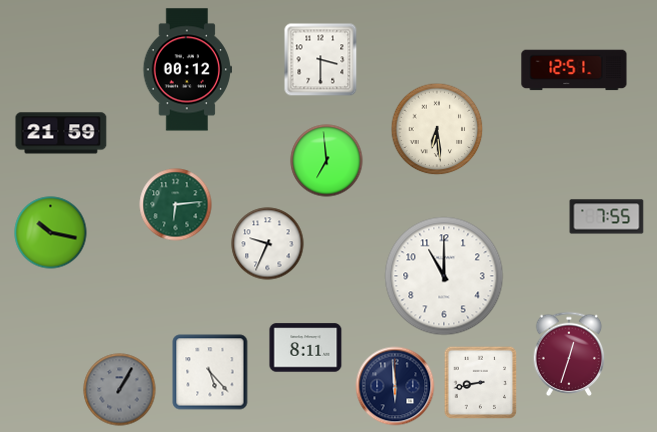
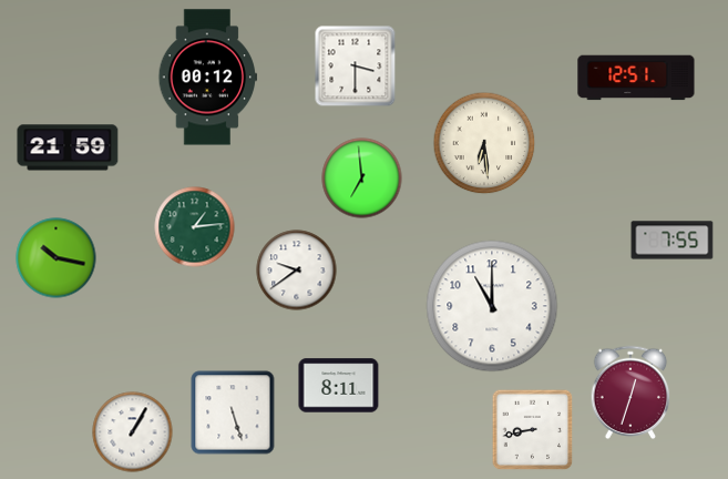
clock at (176, 205): 6:14 -> 1:14
clock at (268, 244): 9:34 -> 9:39
clock at (210, 372): 5:23 -> 5:27
clock at (481, 383) position: (481, 383) -> (533, 430)
clock at (395, 386): 5:59 -> none
clock at (120, 390) dial: grey -> white
